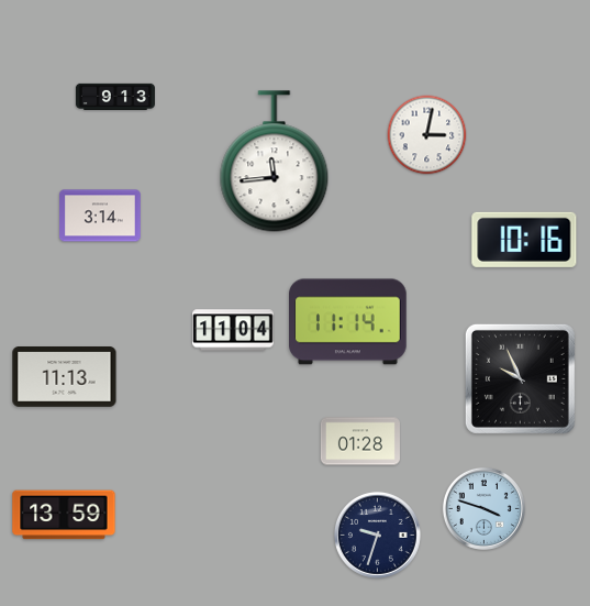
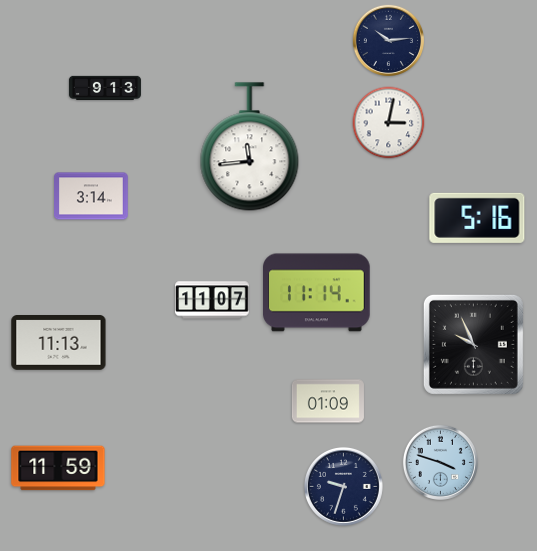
clock at (388, 40): none -> 10:14
clock at (524, 240): 10:16 -> 5:16
clock at (234, 330): 11:04 -> 11:07
clock at (360, 441): 01:28 -> 01:09
clock at (64, 515): 13:59 -> 11:59
